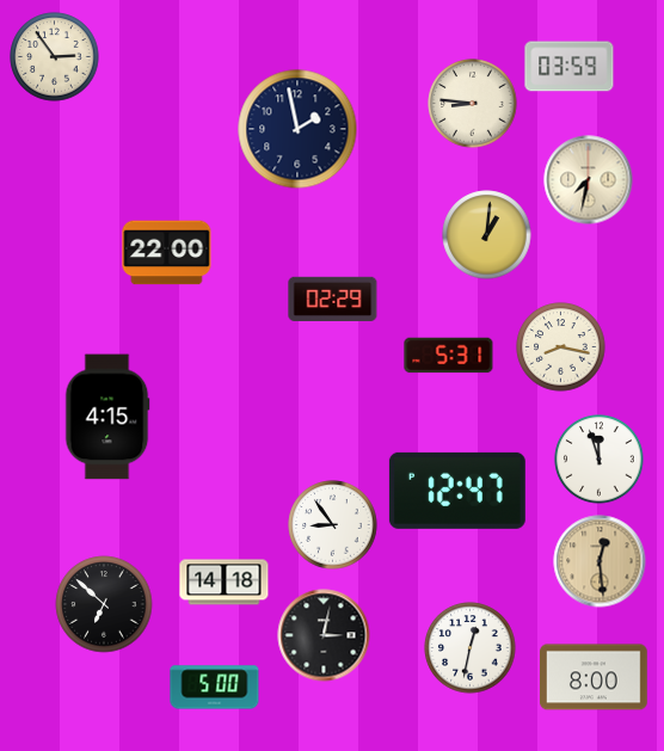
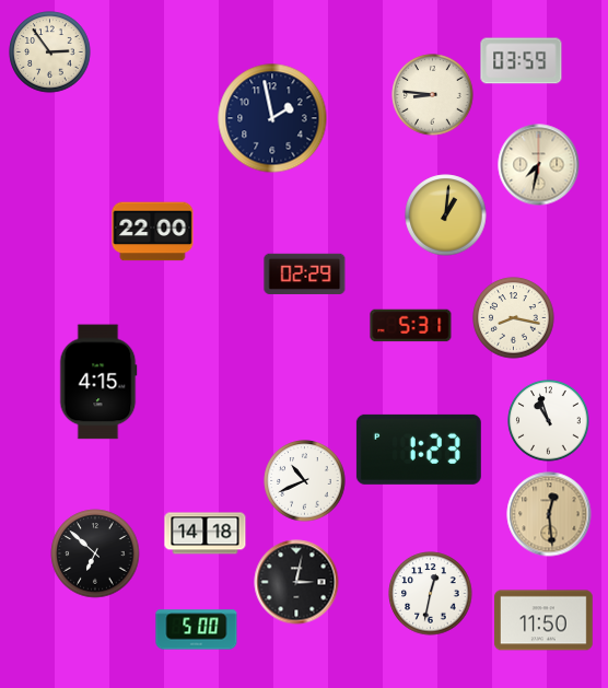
clock at (600, 460): 11:57 -> 10:57
clock at (457, 491): 12:47 -> 1:23
clock at (333, 525): 8:54 -> 10:41
clock at (595, 677): 8:00 -> 11:50
